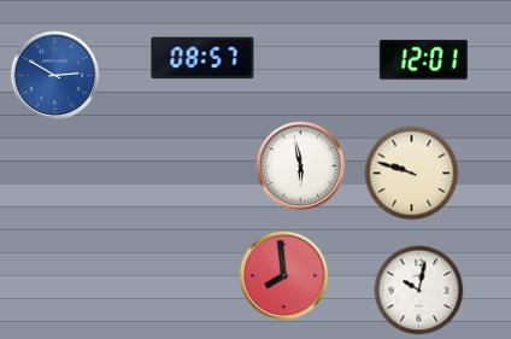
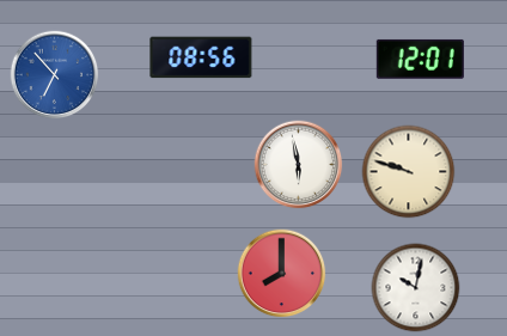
clock at (202, 58): 08:57 -> 08:56
clock at (55, 76): 2:50 -> 6:53
clock at (284, 276): 7:59 -> 8:00
